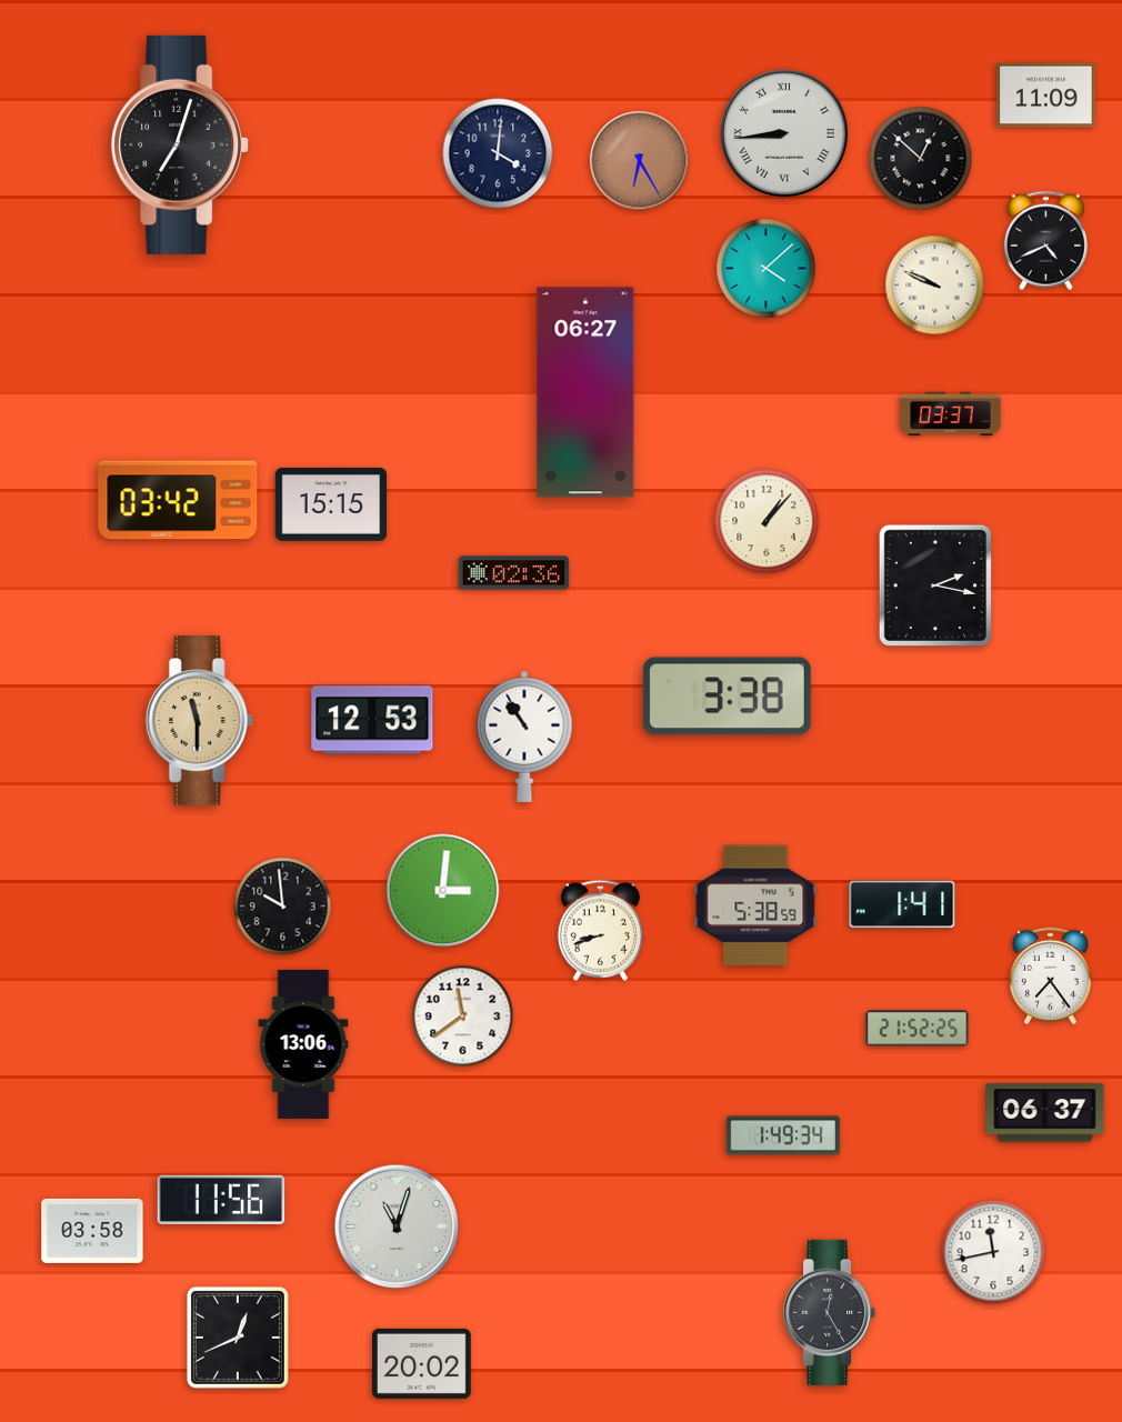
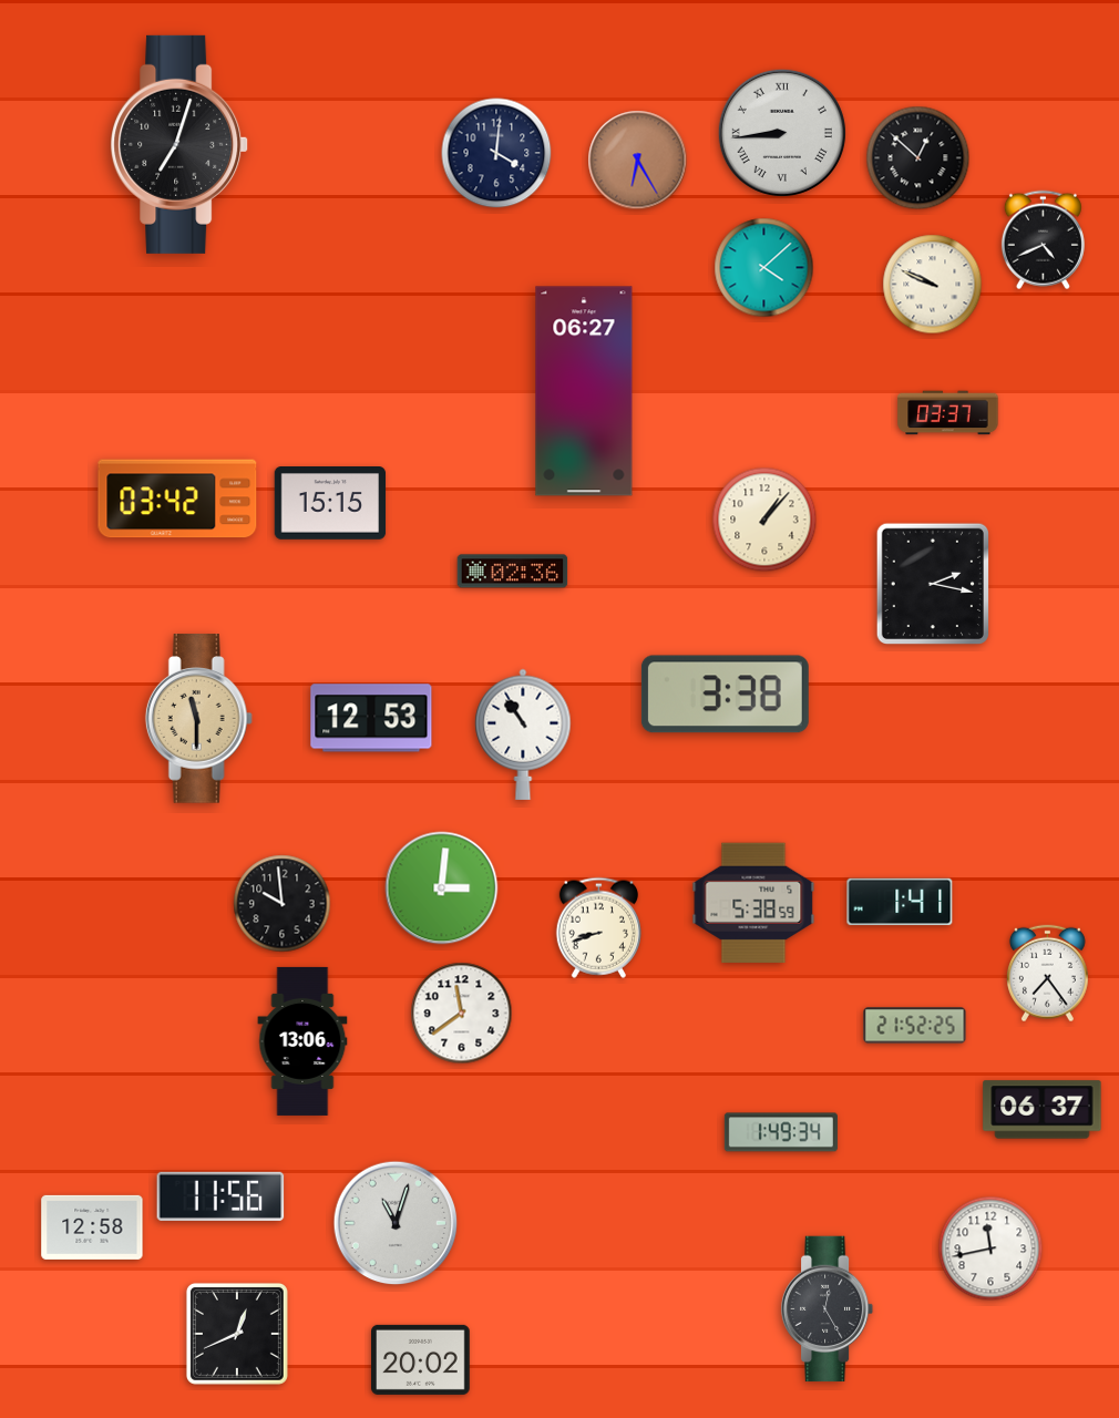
clock at (1046, 96): 11:09 -> none
clock at (92, 1231): 03:58 -> 12:58
